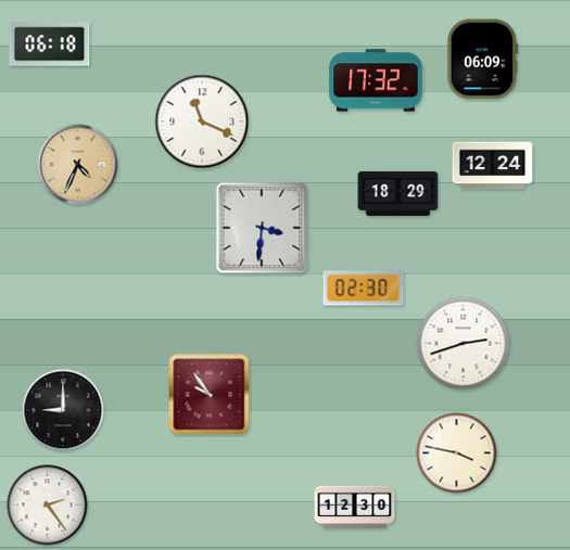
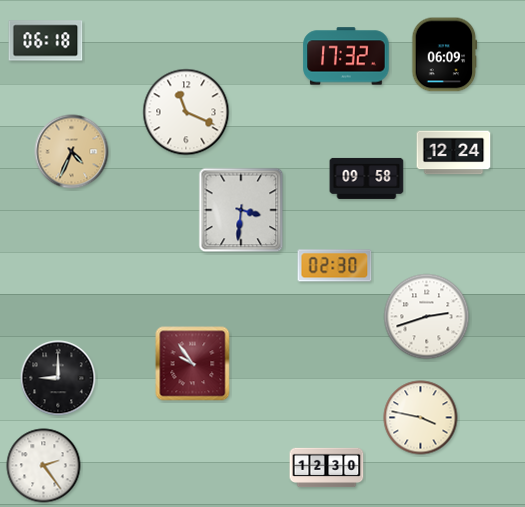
clock at (376, 80) position: (376, 80) -> (346, 56)
clock at (398, 193): 18:29 -> 09:58
